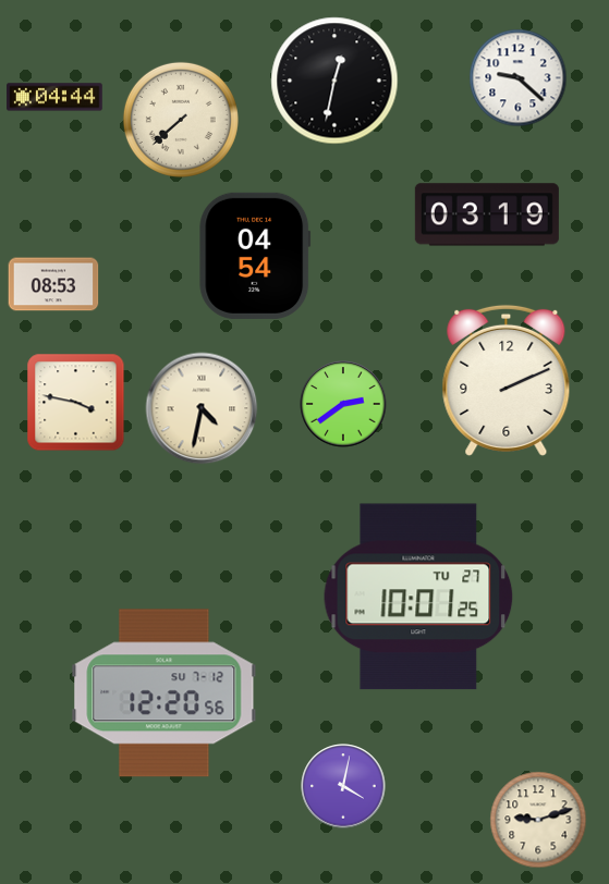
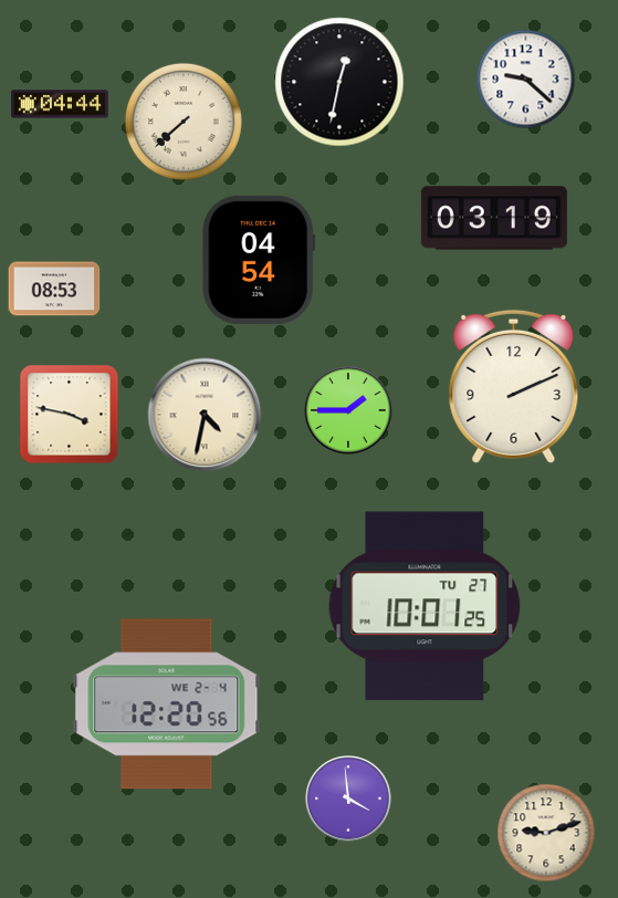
clock at (54, 97) position: (54, 97) -> (60, 104)
clock at (76, 403) position: (76, 403) -> (70, 415)
clock at (343, 404): 2:39 -> 1:45
clock at (165, 693) date: SU 7-12 -> WE 2-4
clock at (343, 786): 4:02 -> 3:59
